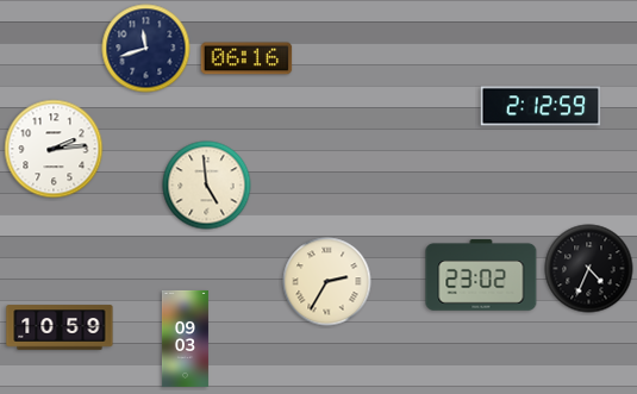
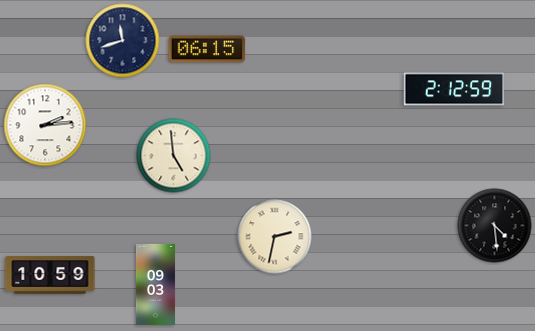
clock at (246, 58): 06:16 -> 06:15
clock at (589, 269): 4:34 -> 4:29
clock at (481, 276): 23:02 -> none
clock at (327, 282): 2:35 -> 2:32
